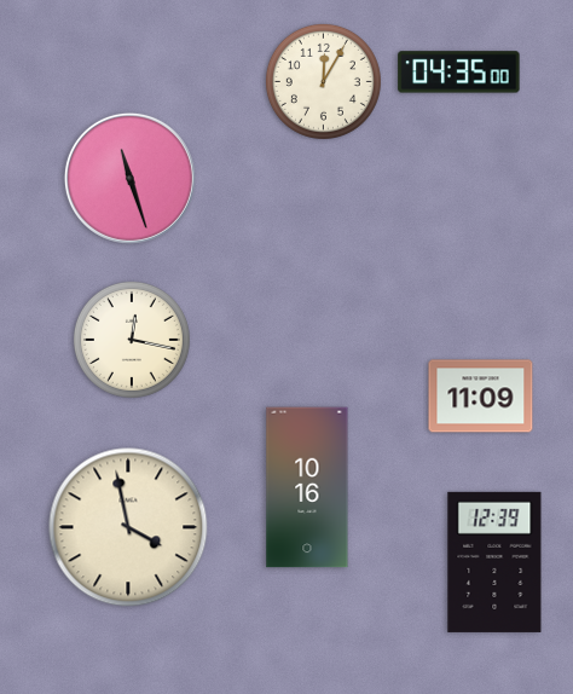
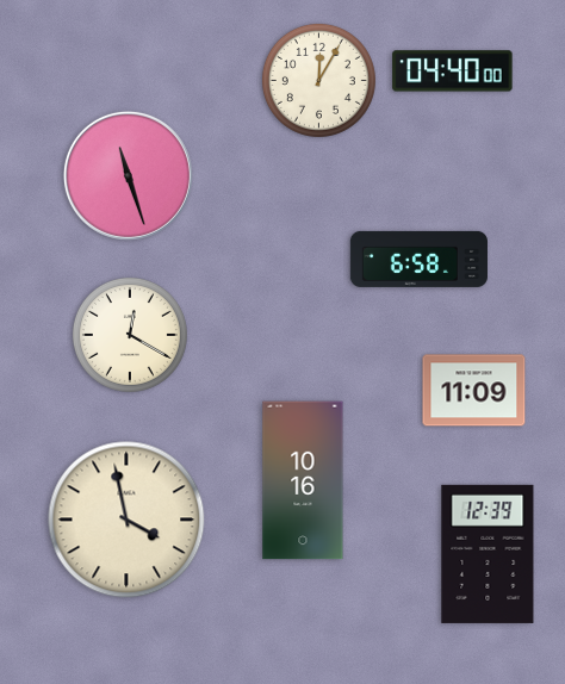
clock at (459, 73): 04:35 -> 04:40
clock at (418, 259): none -> 6:58
clock at (132, 340): 12:17 -> 12:20
